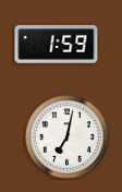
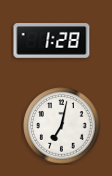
clock at (57, 45): 1:59 -> 1:28
